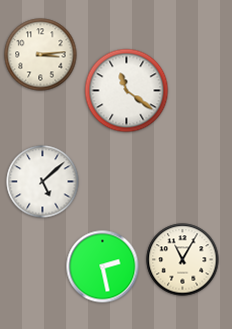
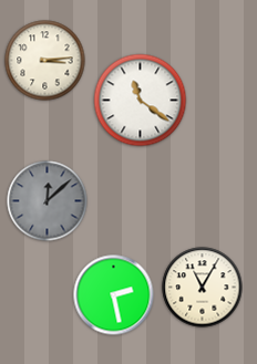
clock at (43, 182): 5:08 -> 12:08
clock at (43, 182) dial: white -> grey
